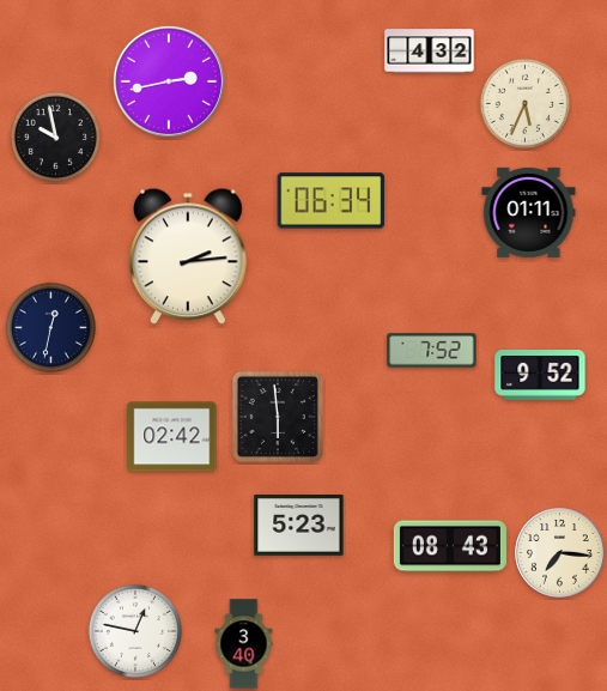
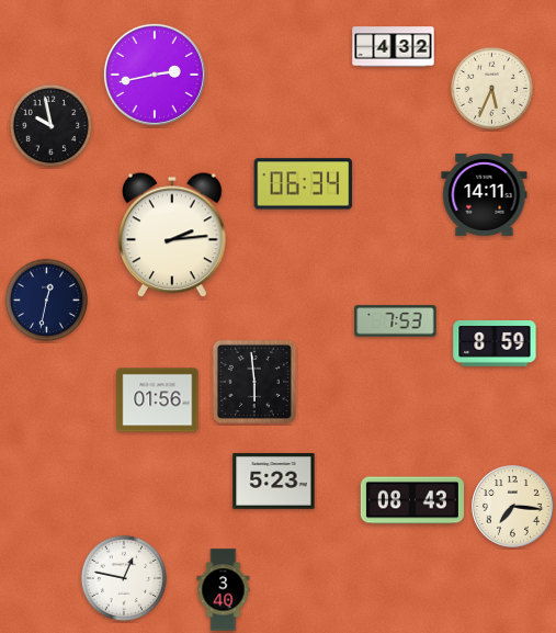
clock at (524, 103) position: (524, 103) -> (491, 88)
clock at (529, 212): 01:11 -> 14:11
clock at (432, 351): 7:52 -> 7:53
clock at (540, 376): 9:52 -> 8:59
clock at (172, 437): 02:42 -> 01:56
